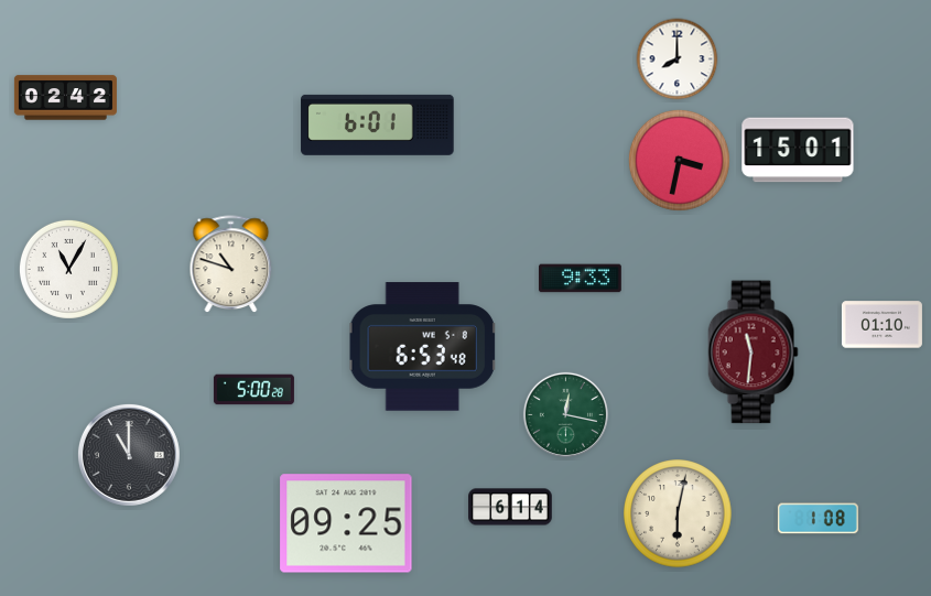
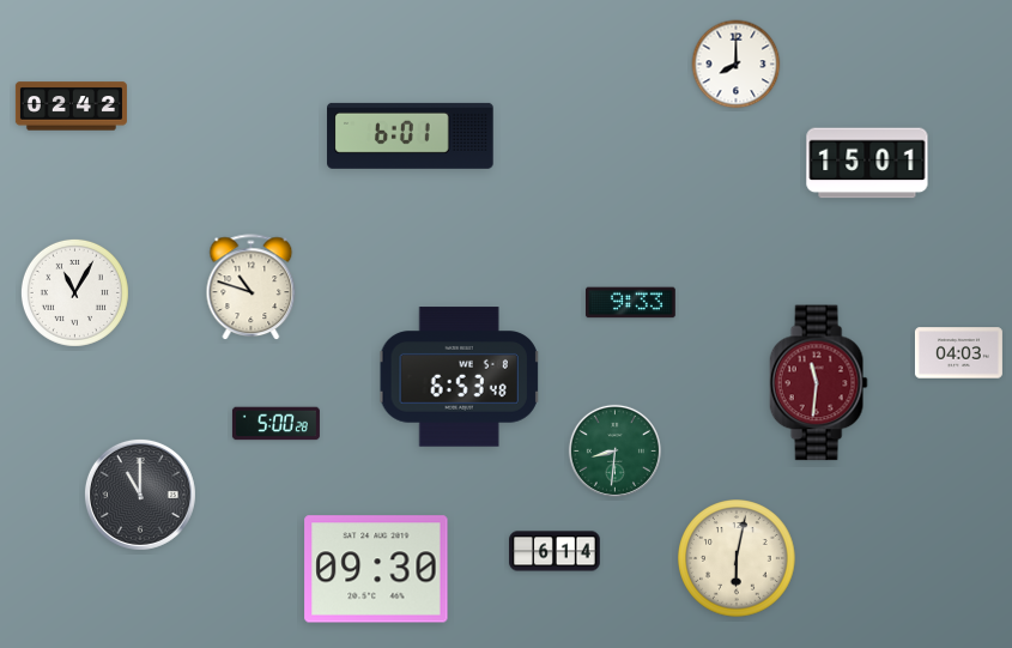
clock at (679, 160): 3:32 -> none
clock at (881, 325): 01:10 -> 04:03
clock at (565, 414): 12:17 -> 8:31
clock at (818, 519): 1:08 -> none
clock at (346, 523): 09:25 -> 09:30
